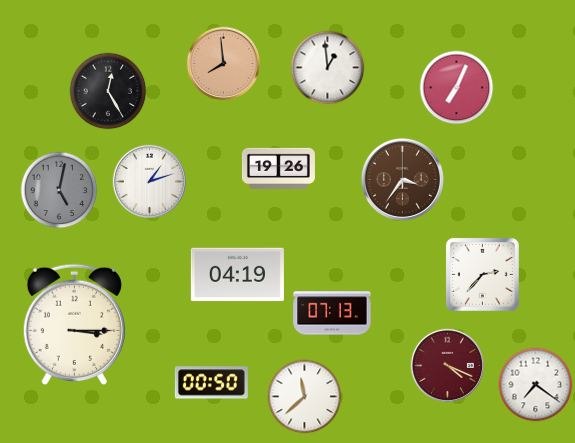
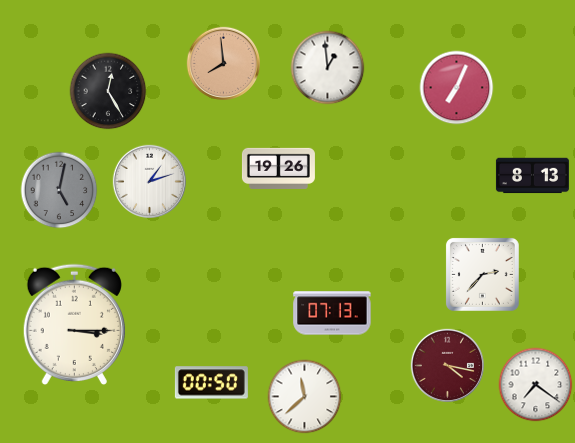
clock at (532, 176): none -> 8:13
clock at (402, 179): 3:36 -> none
clock at (237, 275): 04:19 -> none
clock at (447, 365): 4:19 -> 4:17
